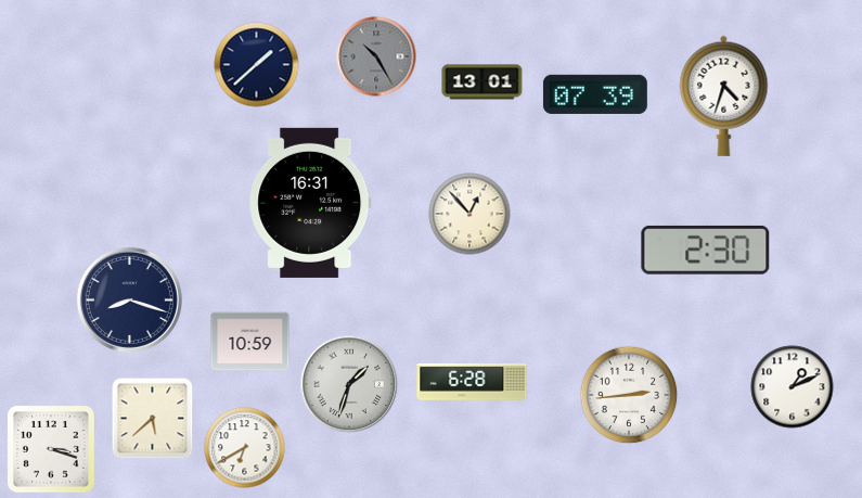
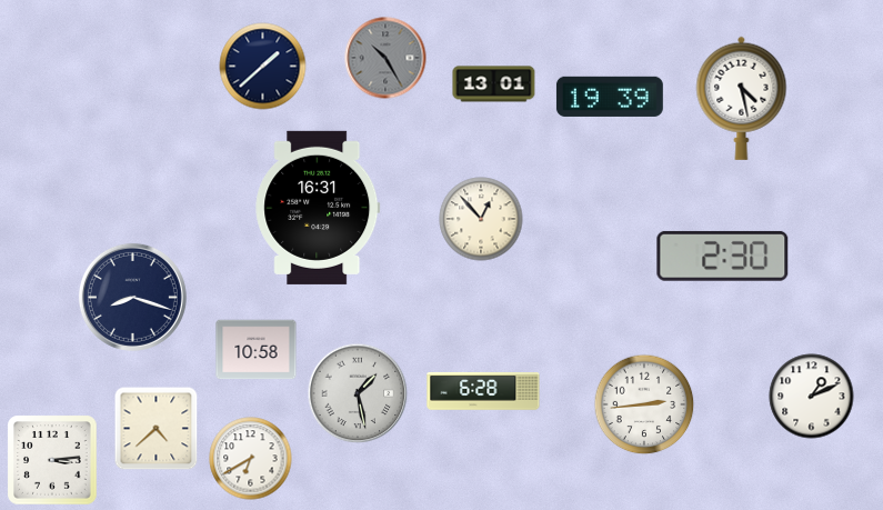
clock at (595, 94): 07:39 -> 19:39
clock at (724, 95): 4:33 -> 4:28
clock at (129, 299) position: (129, 299) -> (132, 297)
clock at (250, 342): 10:59 -> 10:58
clock at (349, 384): 1:33 -> 1:28
clock at (153, 419): 5:38 -> 4:38
clock at (51, 449): 3:18 -> 3:14
